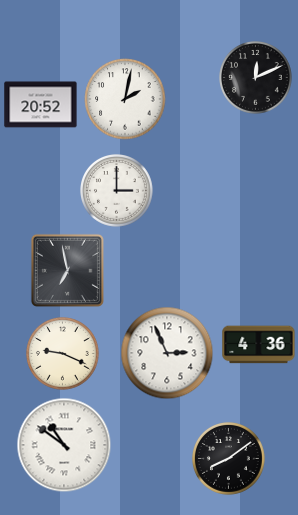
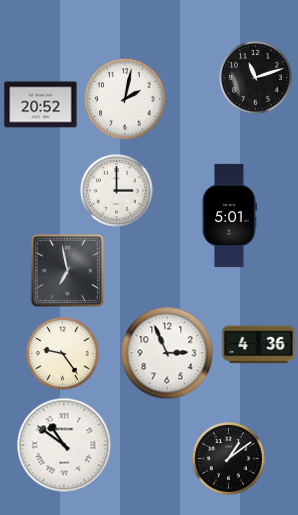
clock at (256, 78): 12:11 -> 11:12
clock at (229, 215): none -> 5:01
clock at (63, 354): 9:19 -> 9:24
clock at (229, 459): 8:09 -> 1:09
